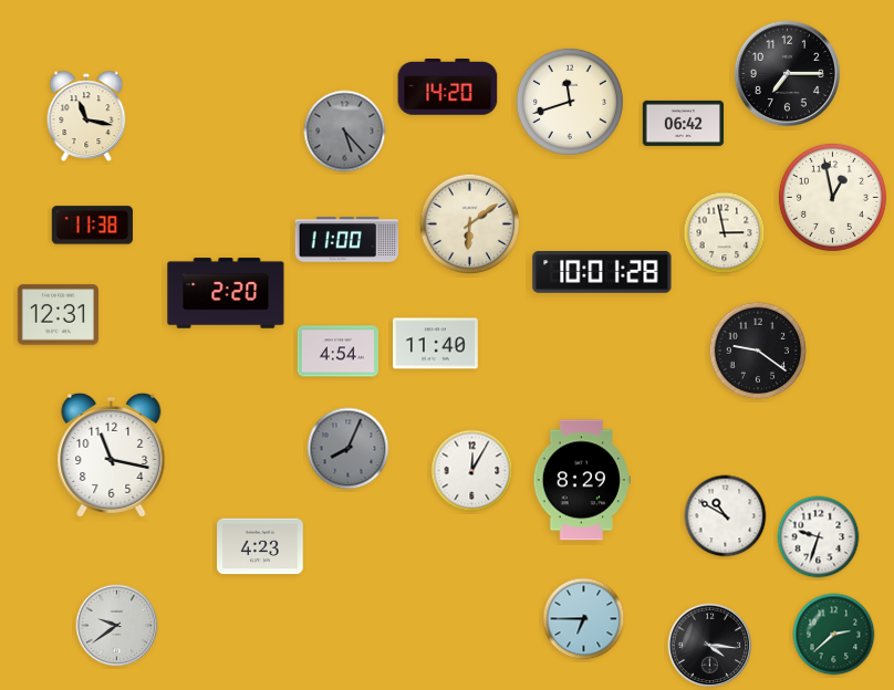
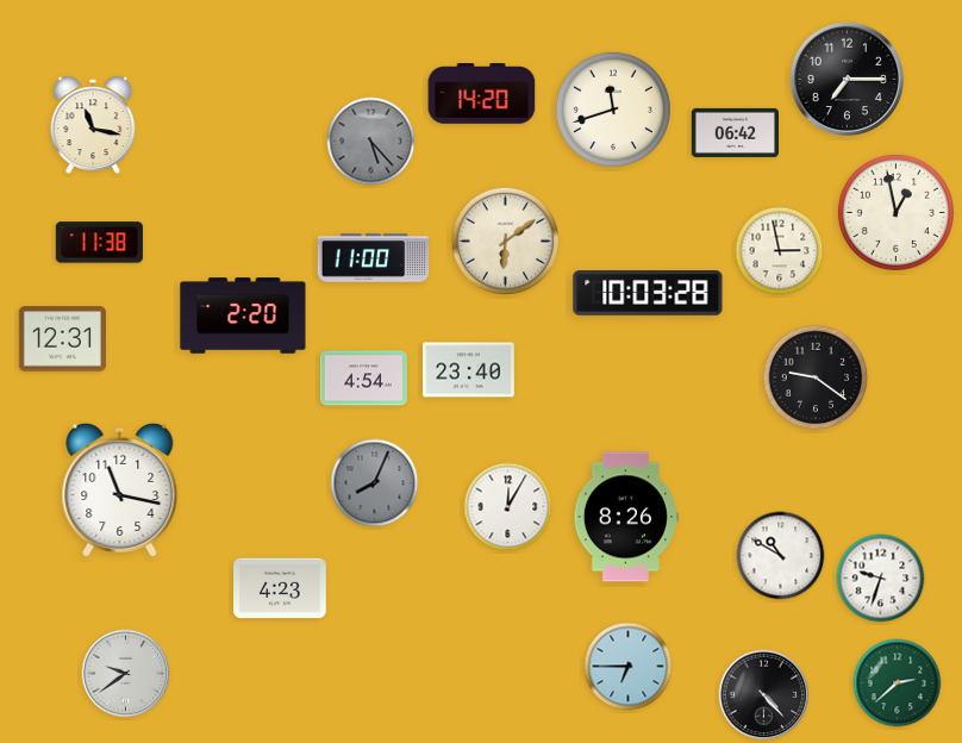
clock at (602, 273): 10:01 -> 10:03
clock at (436, 344): 11:40 -> 23:40
clock at (582, 480): 8:29 -> 8:26
clock at (710, 646): 4:16 -> 4:23
